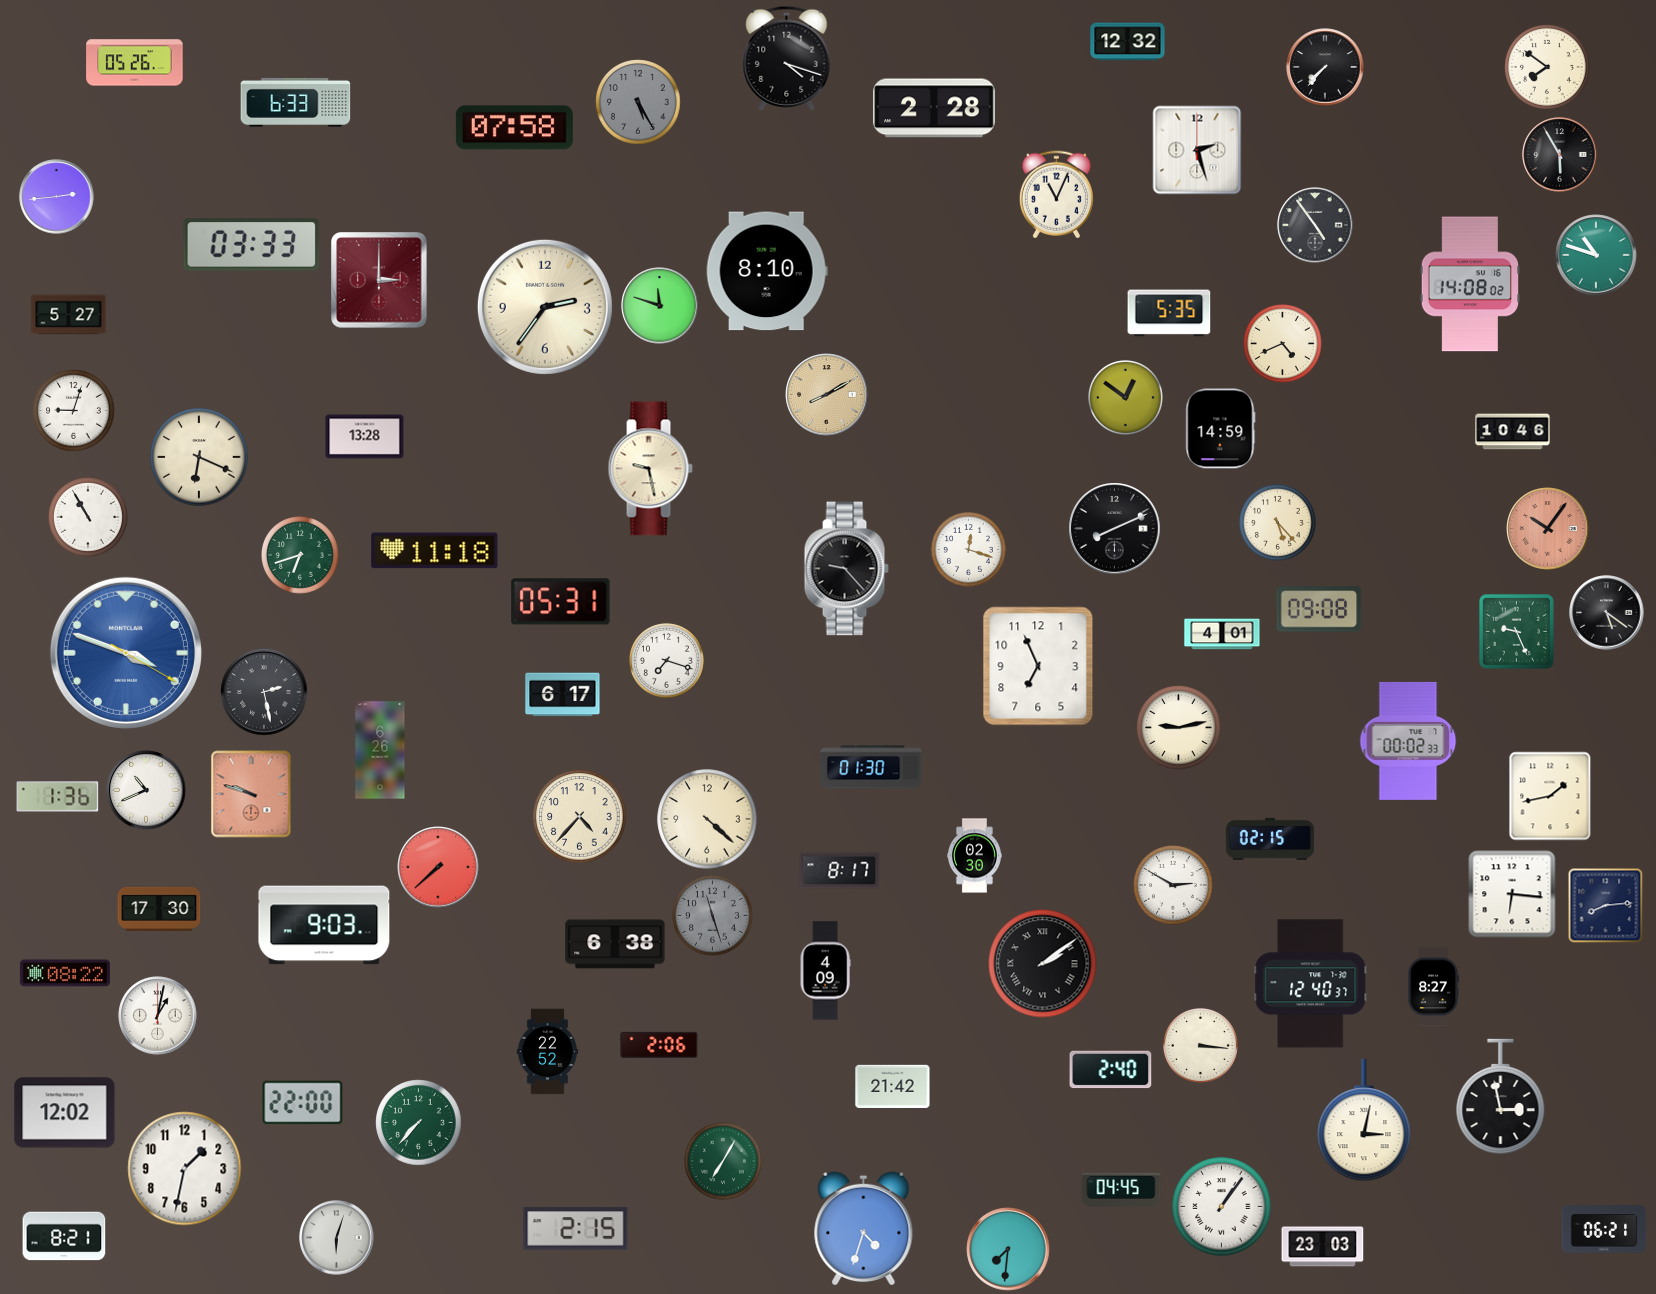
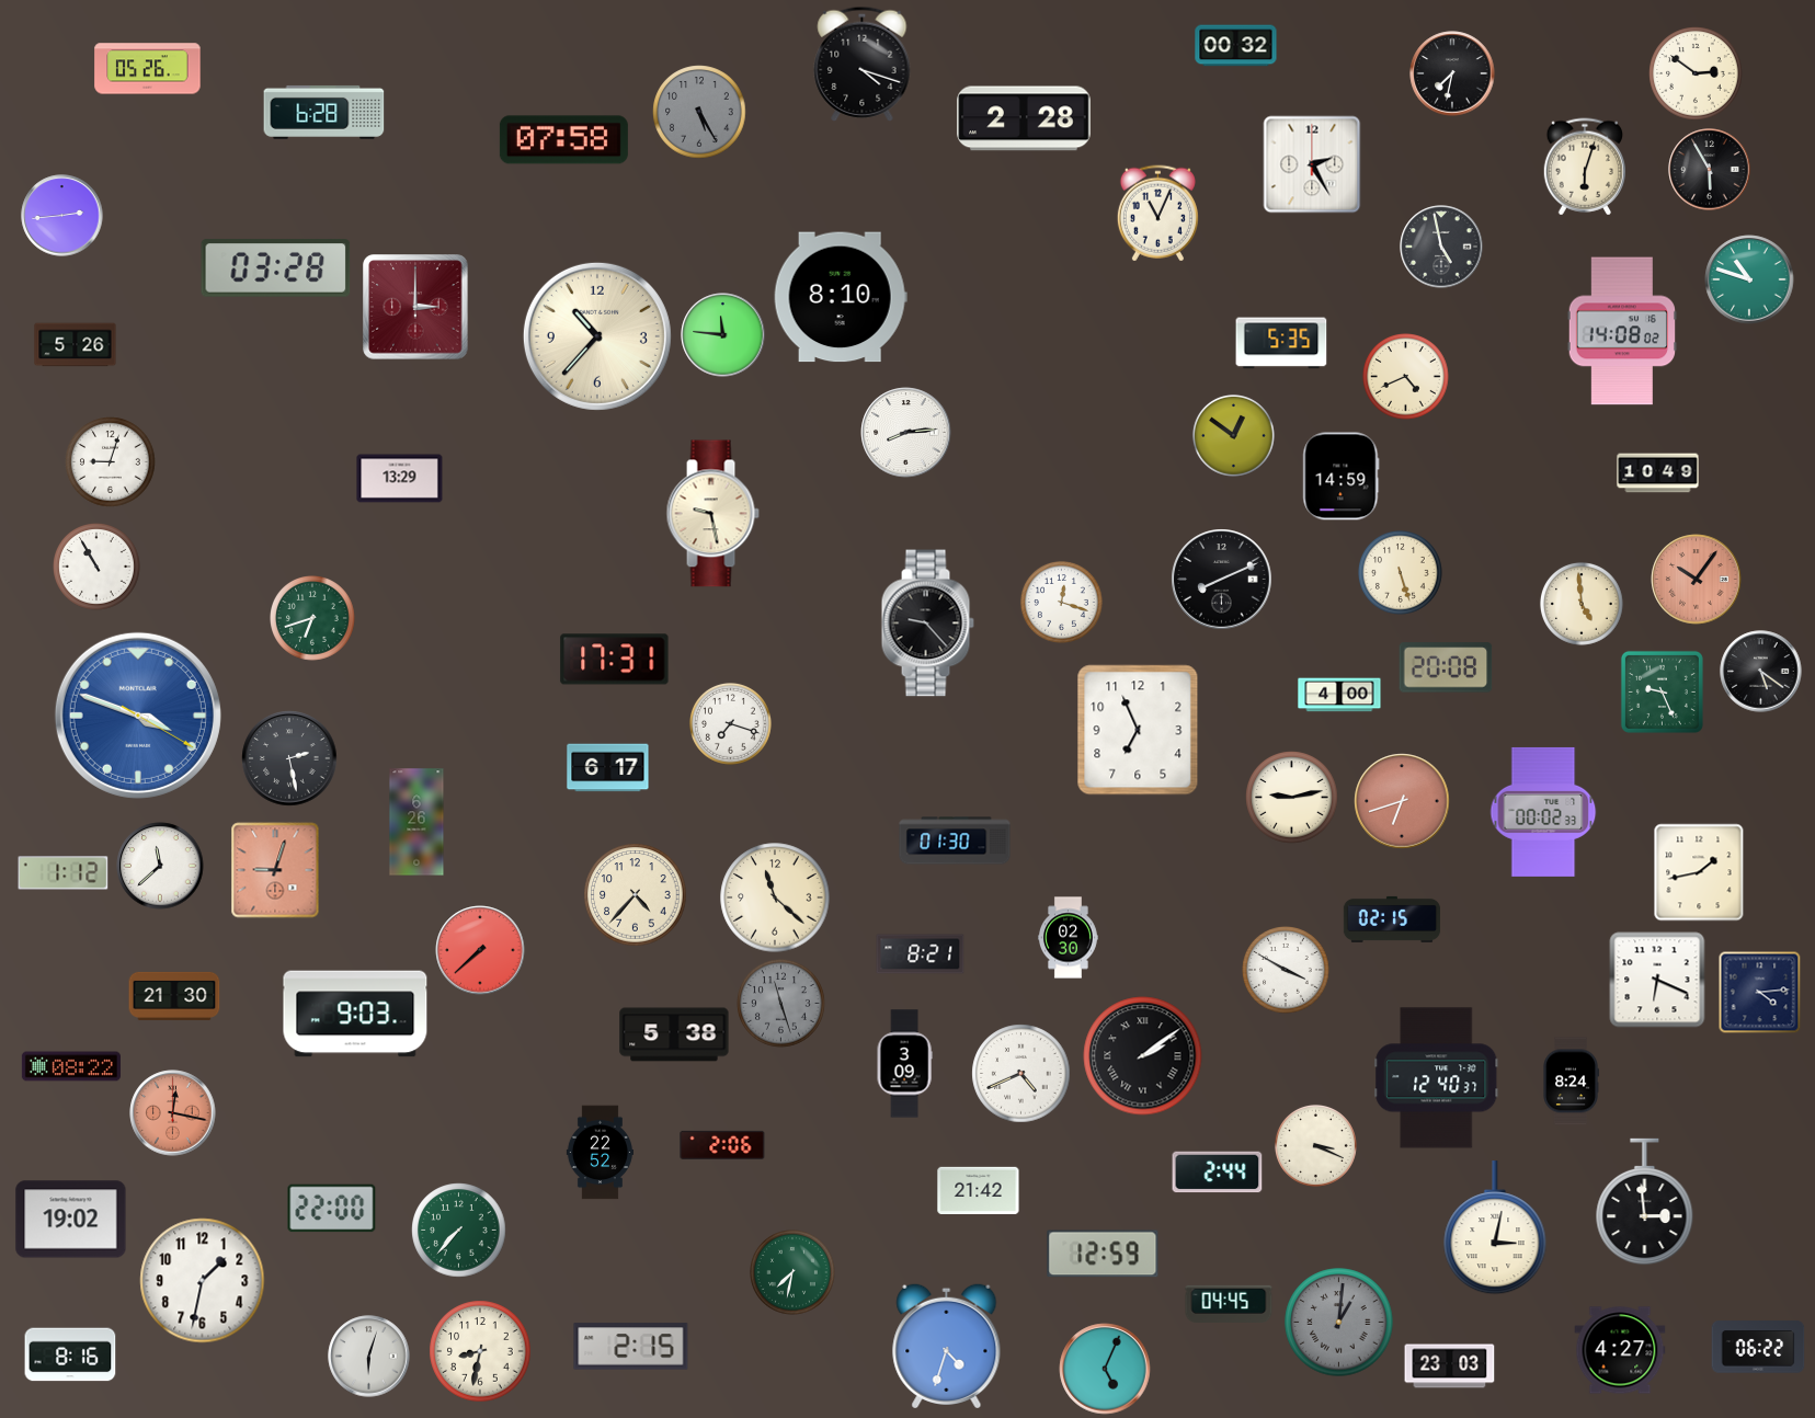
clock at (1128, 42): 12:32 -> 00:32
clock at (1325, 67): 7:37 -> 7:32
clock at (1547, 67): 7:51 -> 2:51
clock at (296, 102): 6:33 -> 6:28
clock at (1197, 150): 2:27 -> 2:25
clock at (1584, 167): none -> 6:03
clock at (1315, 225): 4:54 -> 4:58
clock at (252, 245): 03:33 -> 03:28
clock at (1469, 284) position: (1469, 284) -> (1621, 331)
clock at (660, 306): 11:48 -> 11:46
clock at (545, 307): 2:36 -> 10:37
clock at (69, 315): 5:27 -> 5:26
clock at (827, 395): 8:10 -> 8:14
clock at (827, 395) dial: champagne -> white
clock at (74, 411) position: (74, 411) -> (111, 462)
clock at (1221, 429) position: (1221, 429) -> (1342, 477)
clock at (1513, 432): 10:46 -> 10:49
clock at (365, 437): 13:28 -> 13:29
clock at (199, 457): 6:19 -> none
clock at (1278, 523): 5:23 -> 5:27
clock at (435, 551): 11:18 -> none
clock at (1582, 604): none -> 4:59
clock at (301, 556) position: (301, 556) -> (313, 619)
clock at (561, 602): 05:31 -> 17:31
clock at (1319, 609): 09:08 -> 20:08
clock at (1222, 634): 4:01 -> 4:00
clock at (563, 695) position: (563, 695) -> (608, 768)
clock at (1402, 801): none -> 6:42
clock at (146, 790): 10:41 -> 11:38
clock at (251, 794): 9:48 -> 9:03
clock at (58, 797): 1:36 -> 1:12
clock at (707, 819): 4:22 -> 11:22
clock at (840, 871): 8:17 -> 8:21
clock at (1174, 886): 2:50 -> 3:50
clock at (1512, 894): 6:16 -> 6:19
clock at (1606, 906): 8:14 -> 4:14
clock at (159, 909): 17:30 -> 21:30
clock at (615, 944): 6:38 -> 5:38
clock at (825, 971): 4:09 -> 3:09
clock at (1021, 1074): none -> 4:41
clock at (1433, 987): 8:27 -> 8:24
clock at (158, 1016): 1:02 -> 12:17
clock at (158, 1016) dial: white -> salmon
clock at (1200, 1045): 3:16 -> 3:19
clock at (1111, 1070): 2:40 -> 2:44
clock at (1501, 1097): 2:58 -> 2:59
clock at (65, 1113): 12:02 -> 19:02
clock at (1103, 1254): none -> 12:59
clock at (724, 1162): 7:05 -> 7:32
clock at (1222, 1207): 1:06 -> 1:01
clock at (1222, 1207) dial: white -> grey
clock at (1604, 1229): 06:21 -> 06:22
clock at (1620, 1350): none -> 4:27
clock at (480, 1351): none -> 8:32
clock at (64, 1236): 8:21 -> 8:16
clock at (1008, 1249): 7:31 -> 5:04
